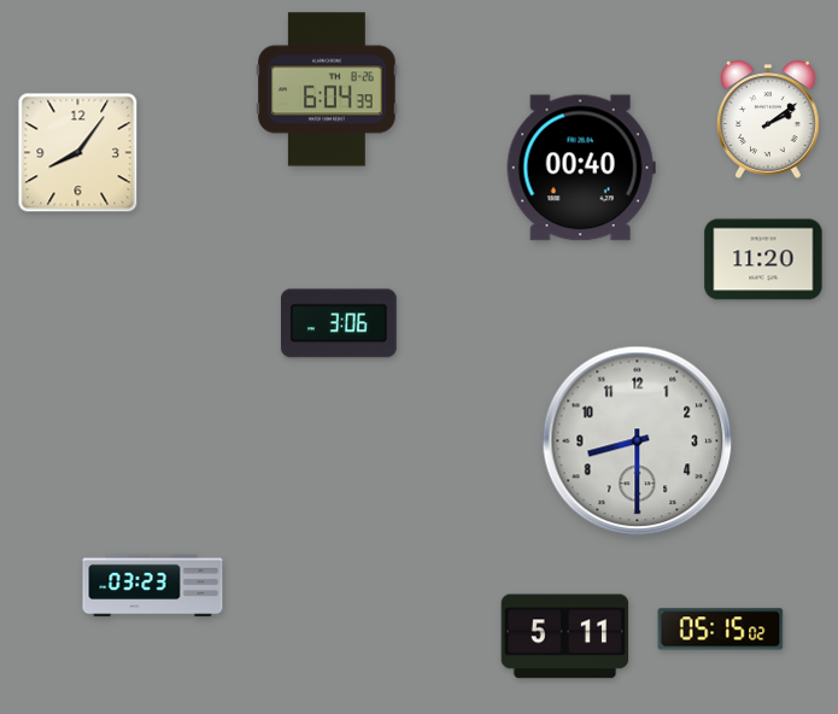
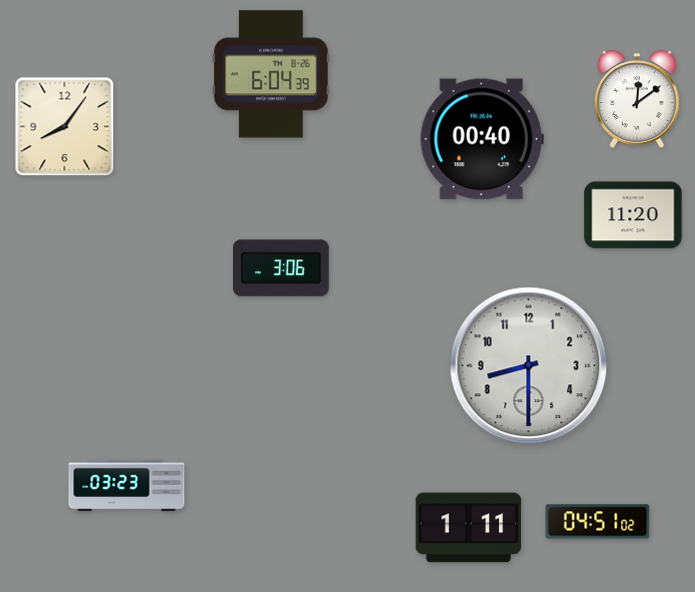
clock at (769, 119): 2:09 -> 12:09
clock at (721, 630): 05:15 -> 04:51
clock at (565, 637): 5:11 -> 1:11
